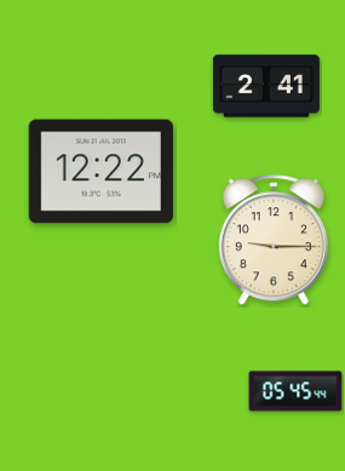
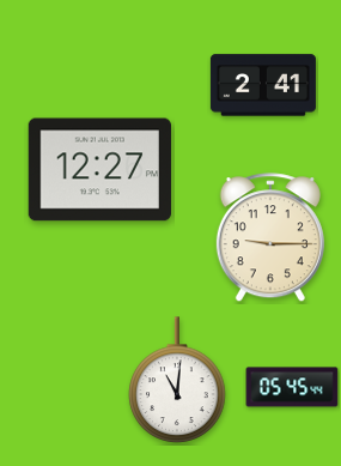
clock at (100, 172): 12:22 -> 12:27
clock at (177, 380): none -> 11:01
